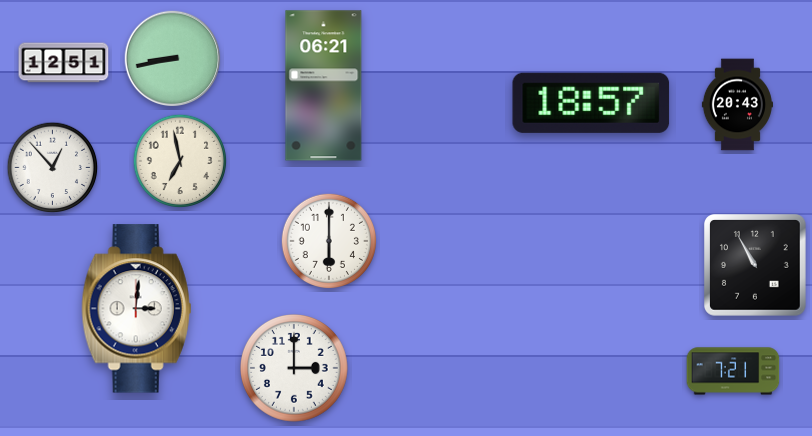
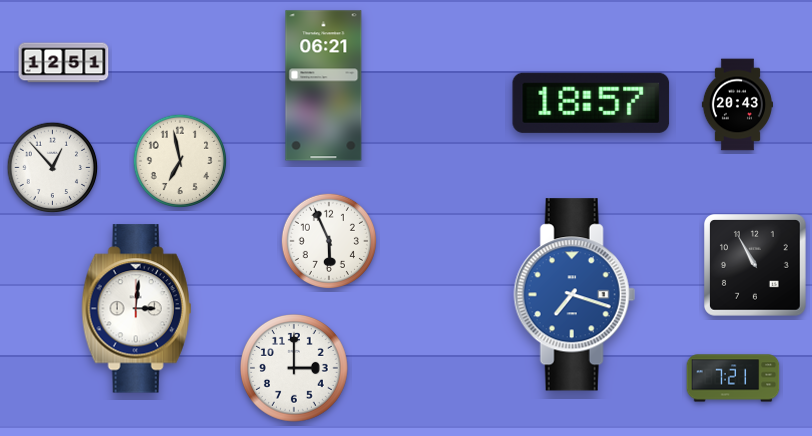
clock at (173, 59): 8:43 -> none
clock at (328, 240): 6:00 -> 5:56
clock at (574, 295): none -> 7:18
clock at (733, 371) position: (733, 371) -> (733, 378)
